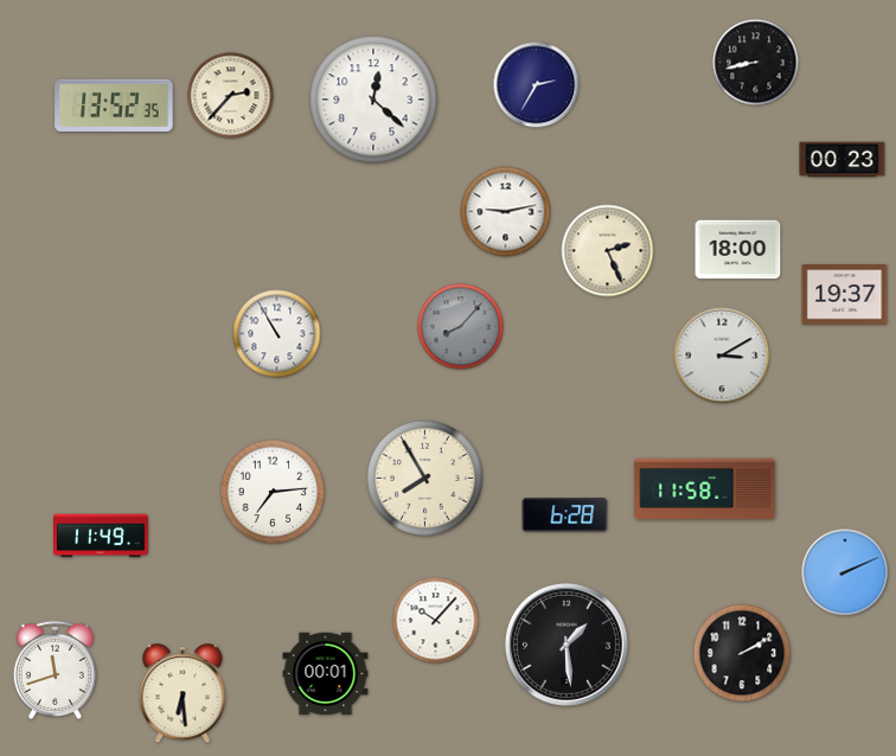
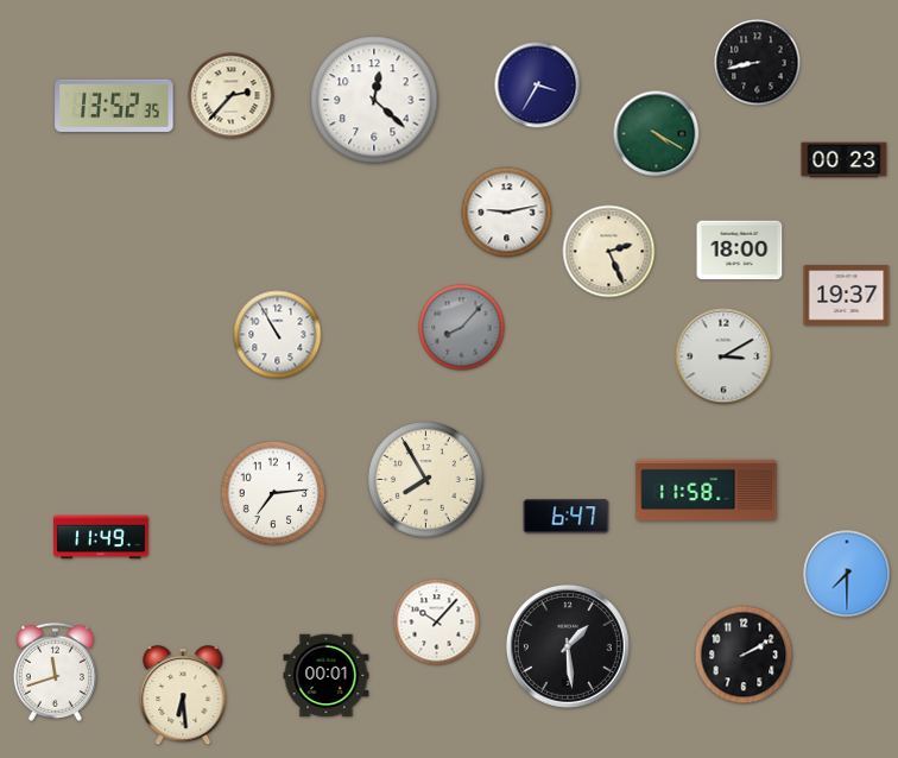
clock at (537, 85): 2:35 -> 3:35
clock at (657, 134): none -> 4:20
clock at (565, 515): 6:28 -> 6:47
clock at (845, 572): 2:11 -> 7:30
